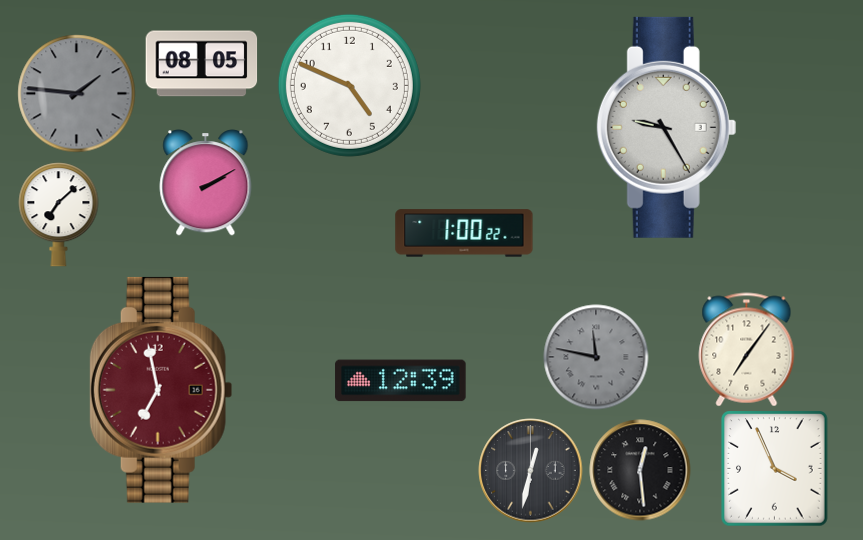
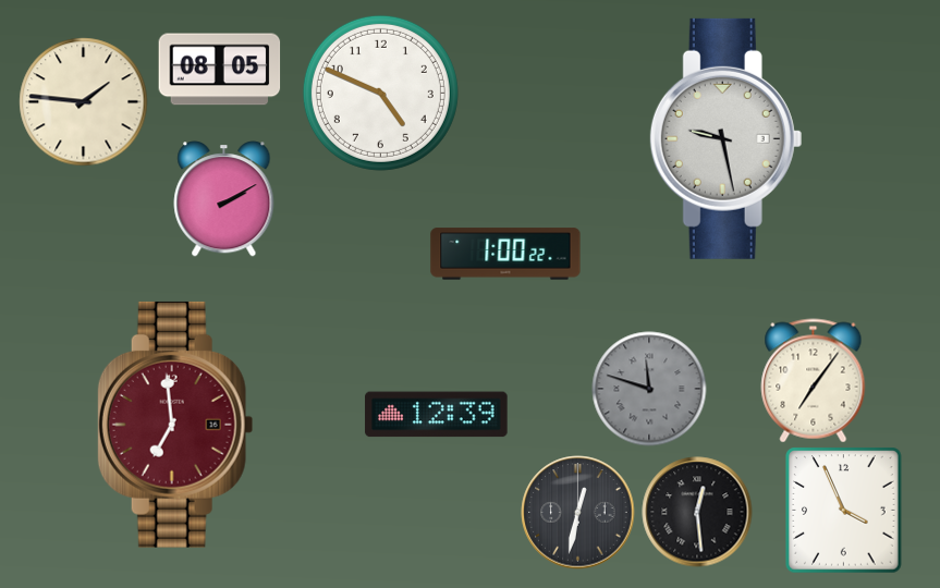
clock at (77, 94) dial: grey -> cream
clock at (667, 127): 9:25 -> 9:28
clock at (59, 215): 7:08 -> none
clock at (596, 357): 11:47 -> 11:48
clock at (161, 390): 6:58 -> 6:59
